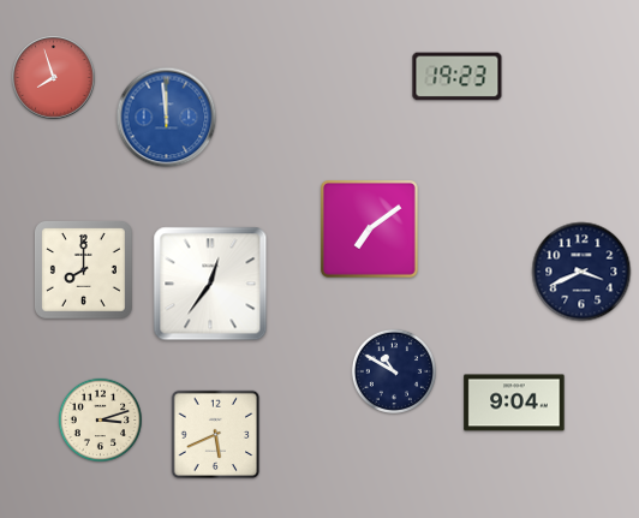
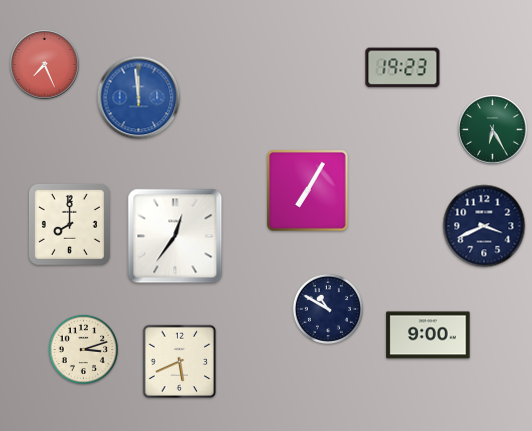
clock at (458, 77) position: (458, 77) -> (403, 68)
clock at (54, 78): 7:57 -> 7:26
clock at (493, 130): none -> 6:25
clock at (369, 228): 7:09 -> 7:05
clock at (514, 403): 9:04 -> 9:00
